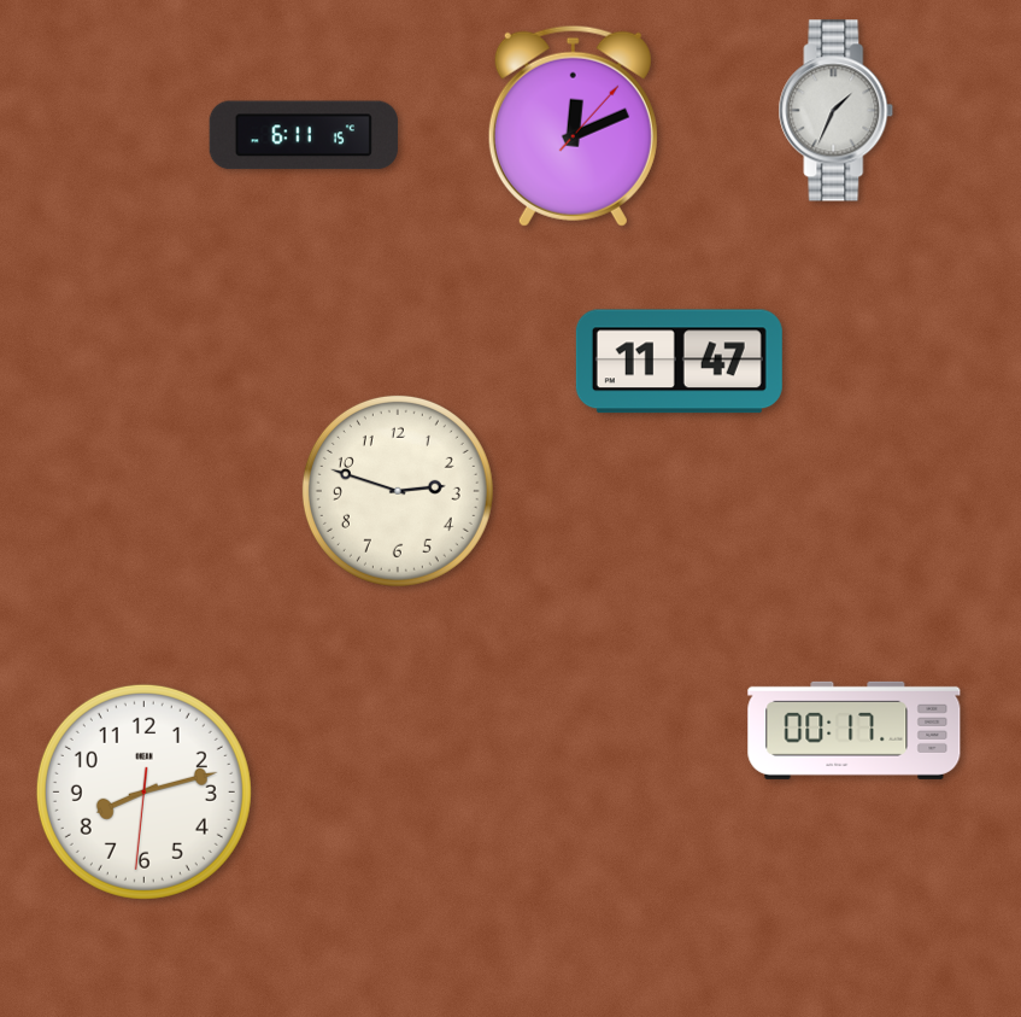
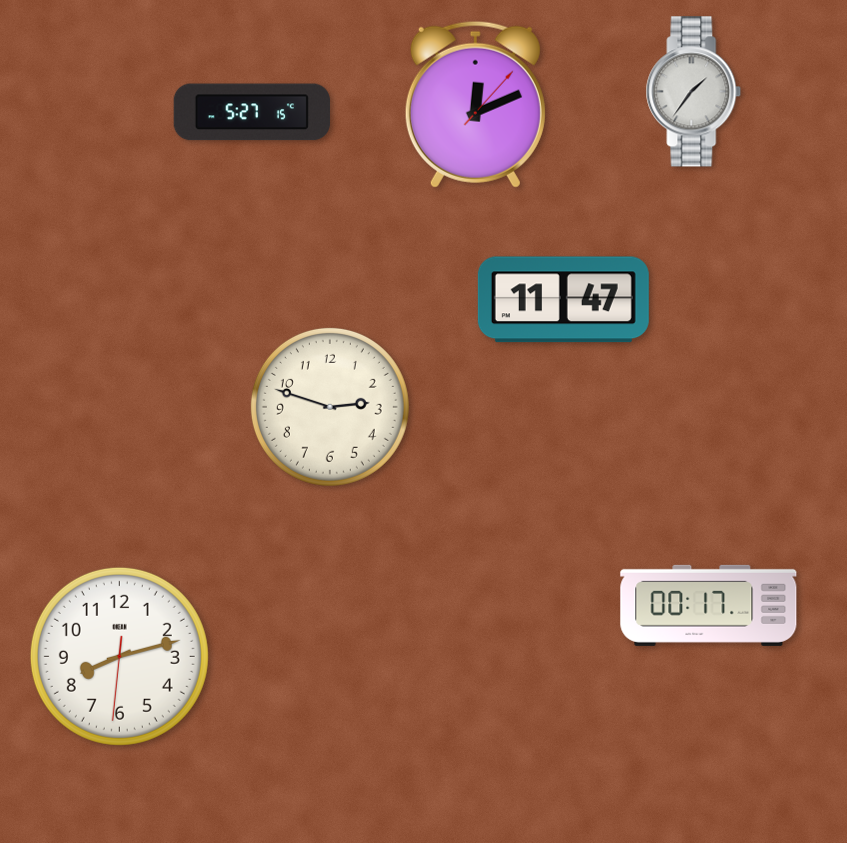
clock at (837, 111): 1:34 -> 1:36
clock at (304, 135): 6:11 -> 5:27
